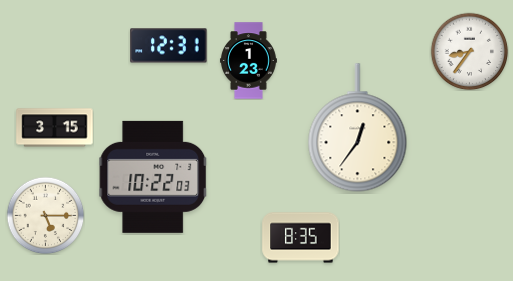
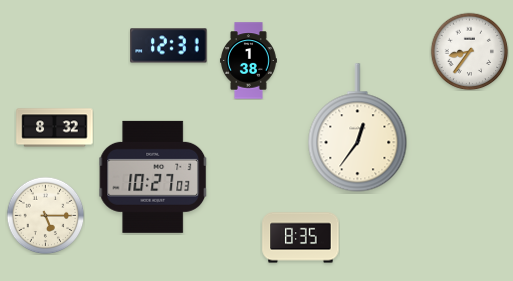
clock at (248, 61): 1:23 -> 1:38
clock at (55, 128): 3:15 -> 8:32
clock at (154, 177): 10:22 -> 10:27
